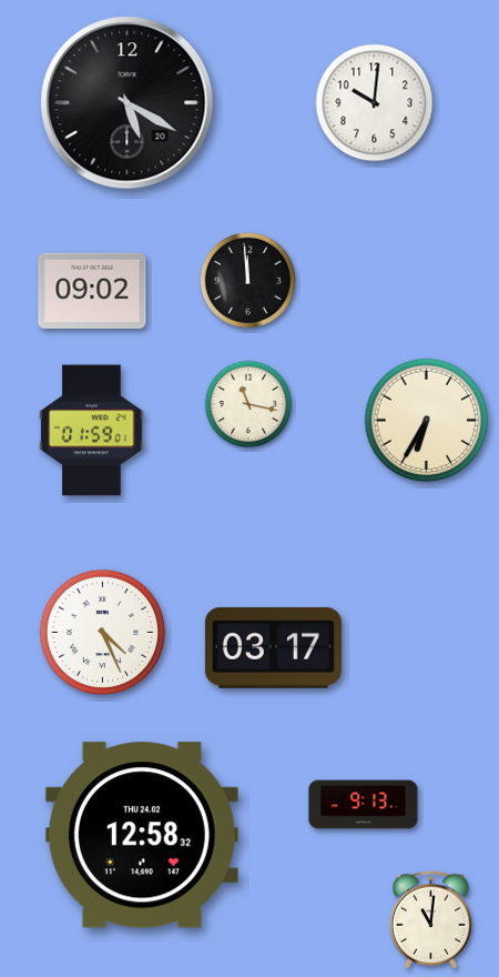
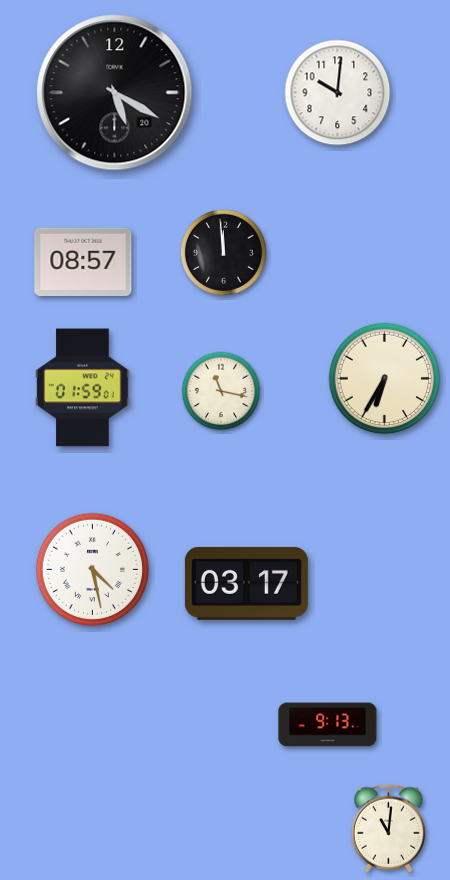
clock at (92, 290): 09:02 -> 08:57
clock at (248, 404) position: (248, 404) -> (221, 391)
clock at (103, 633): 4:26 -> 4:28
clock at (142, 835): 12:58 -> none
